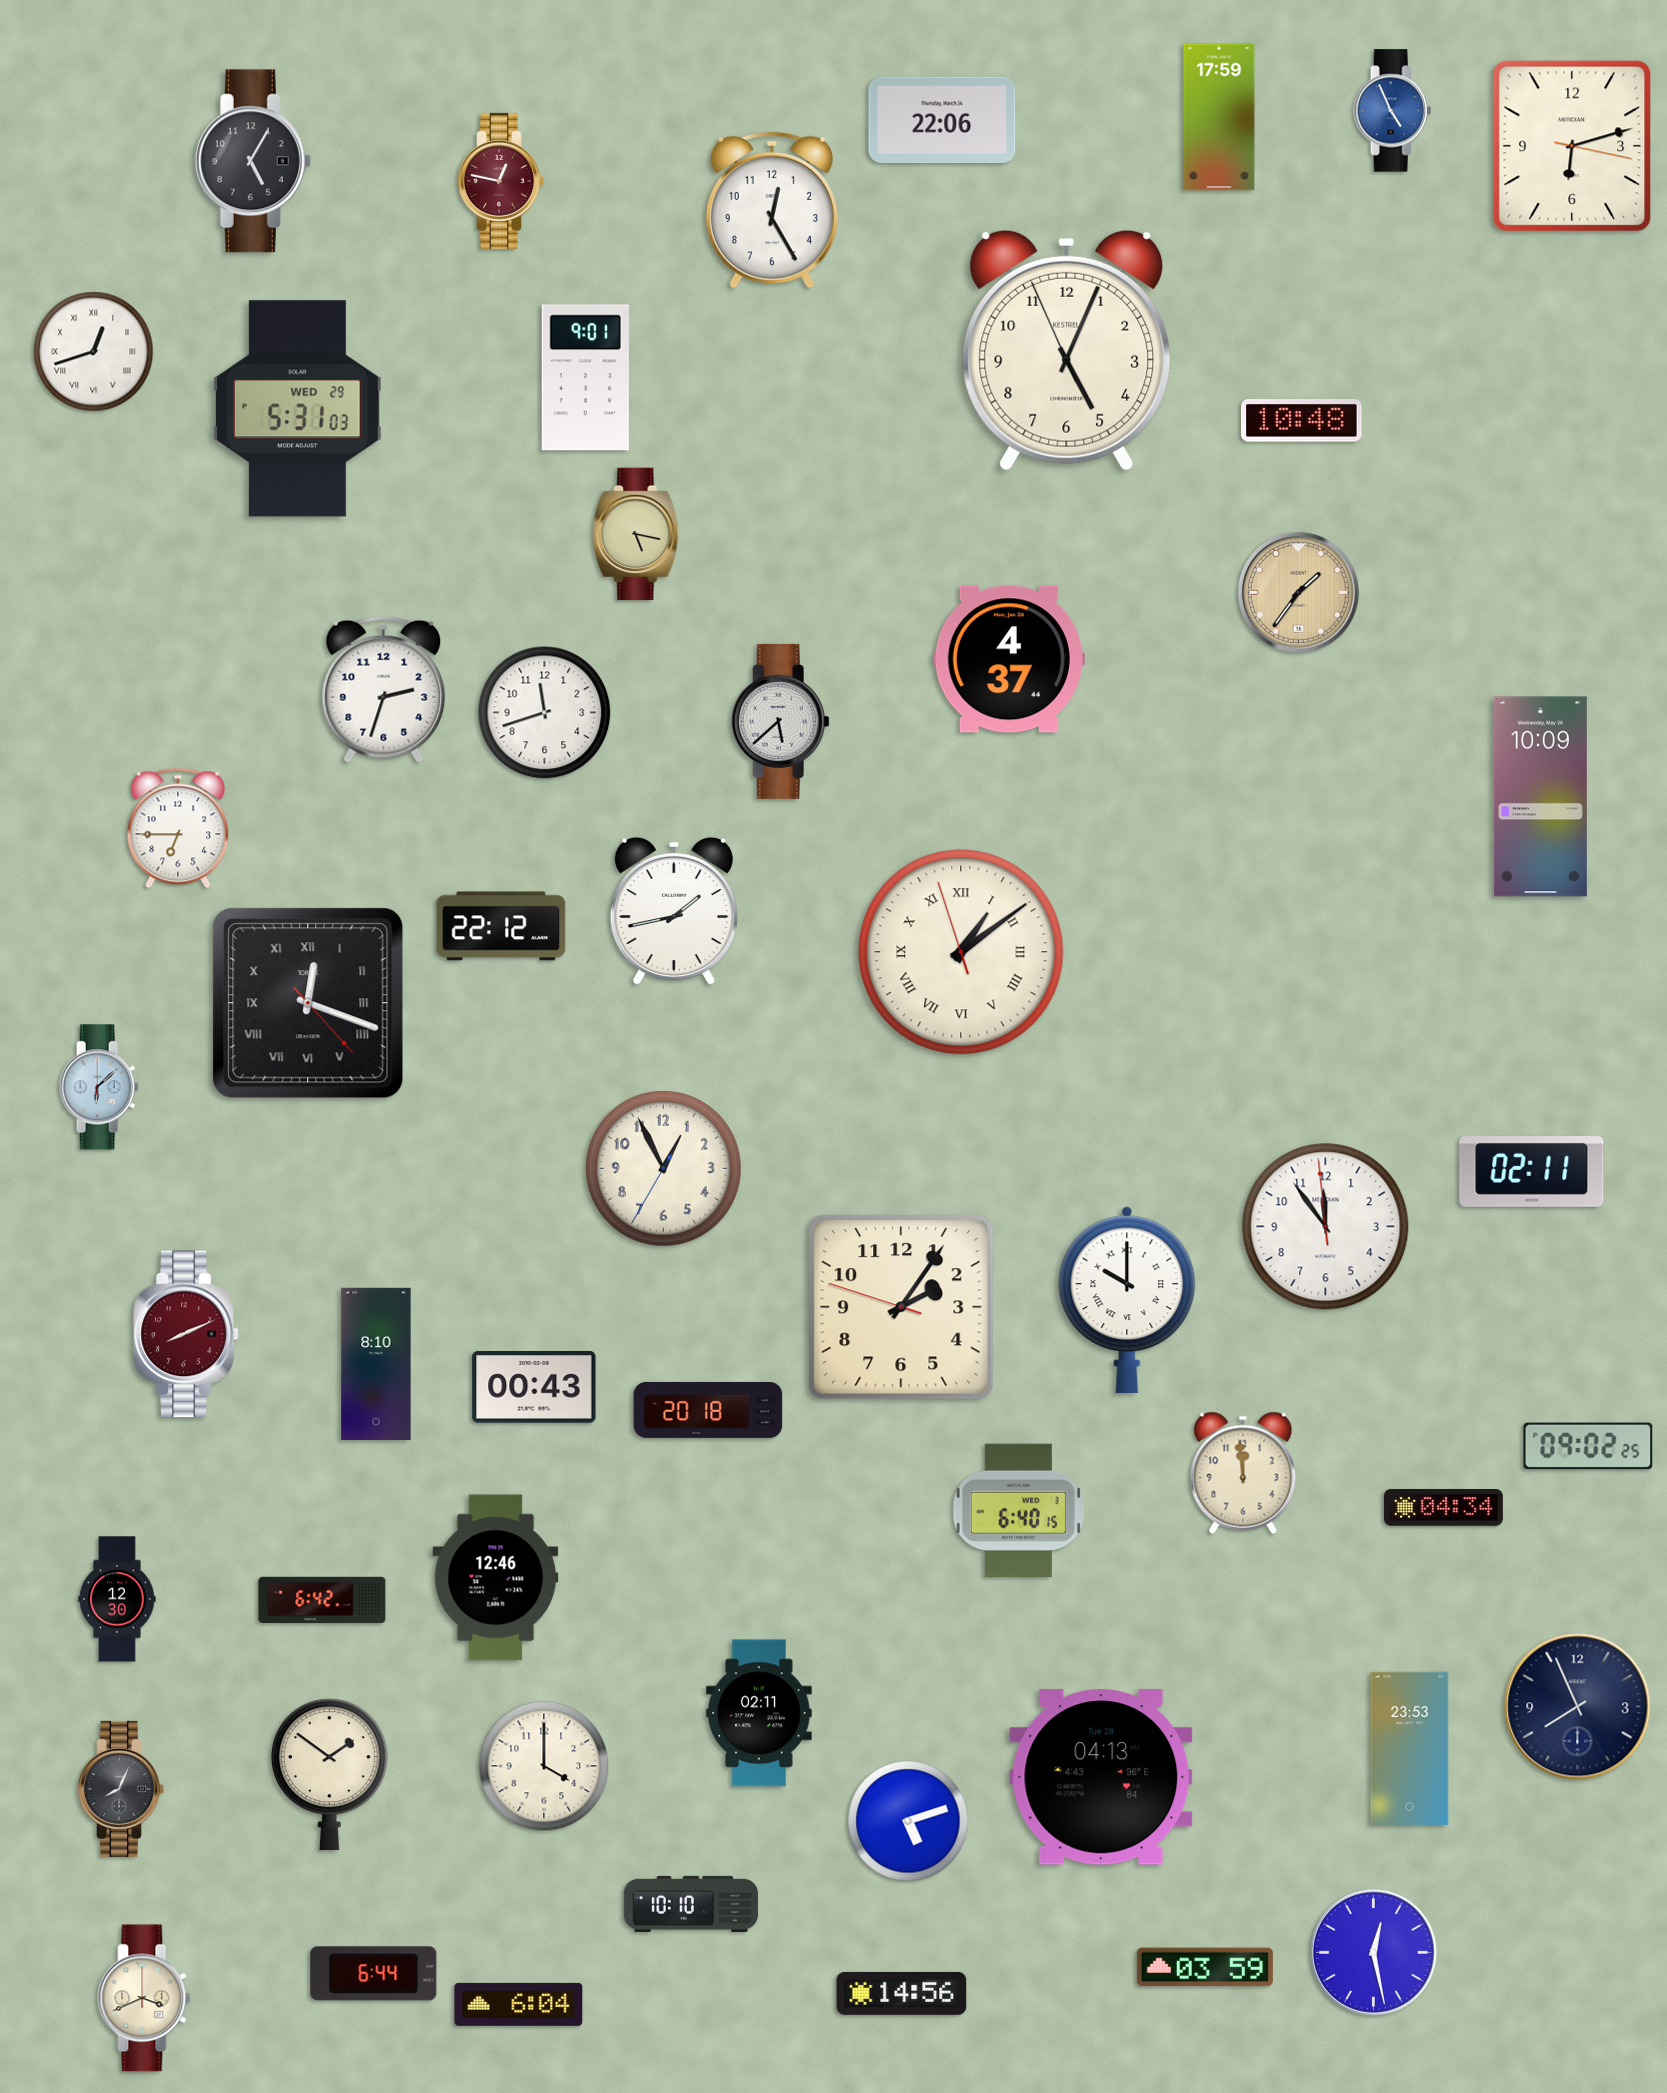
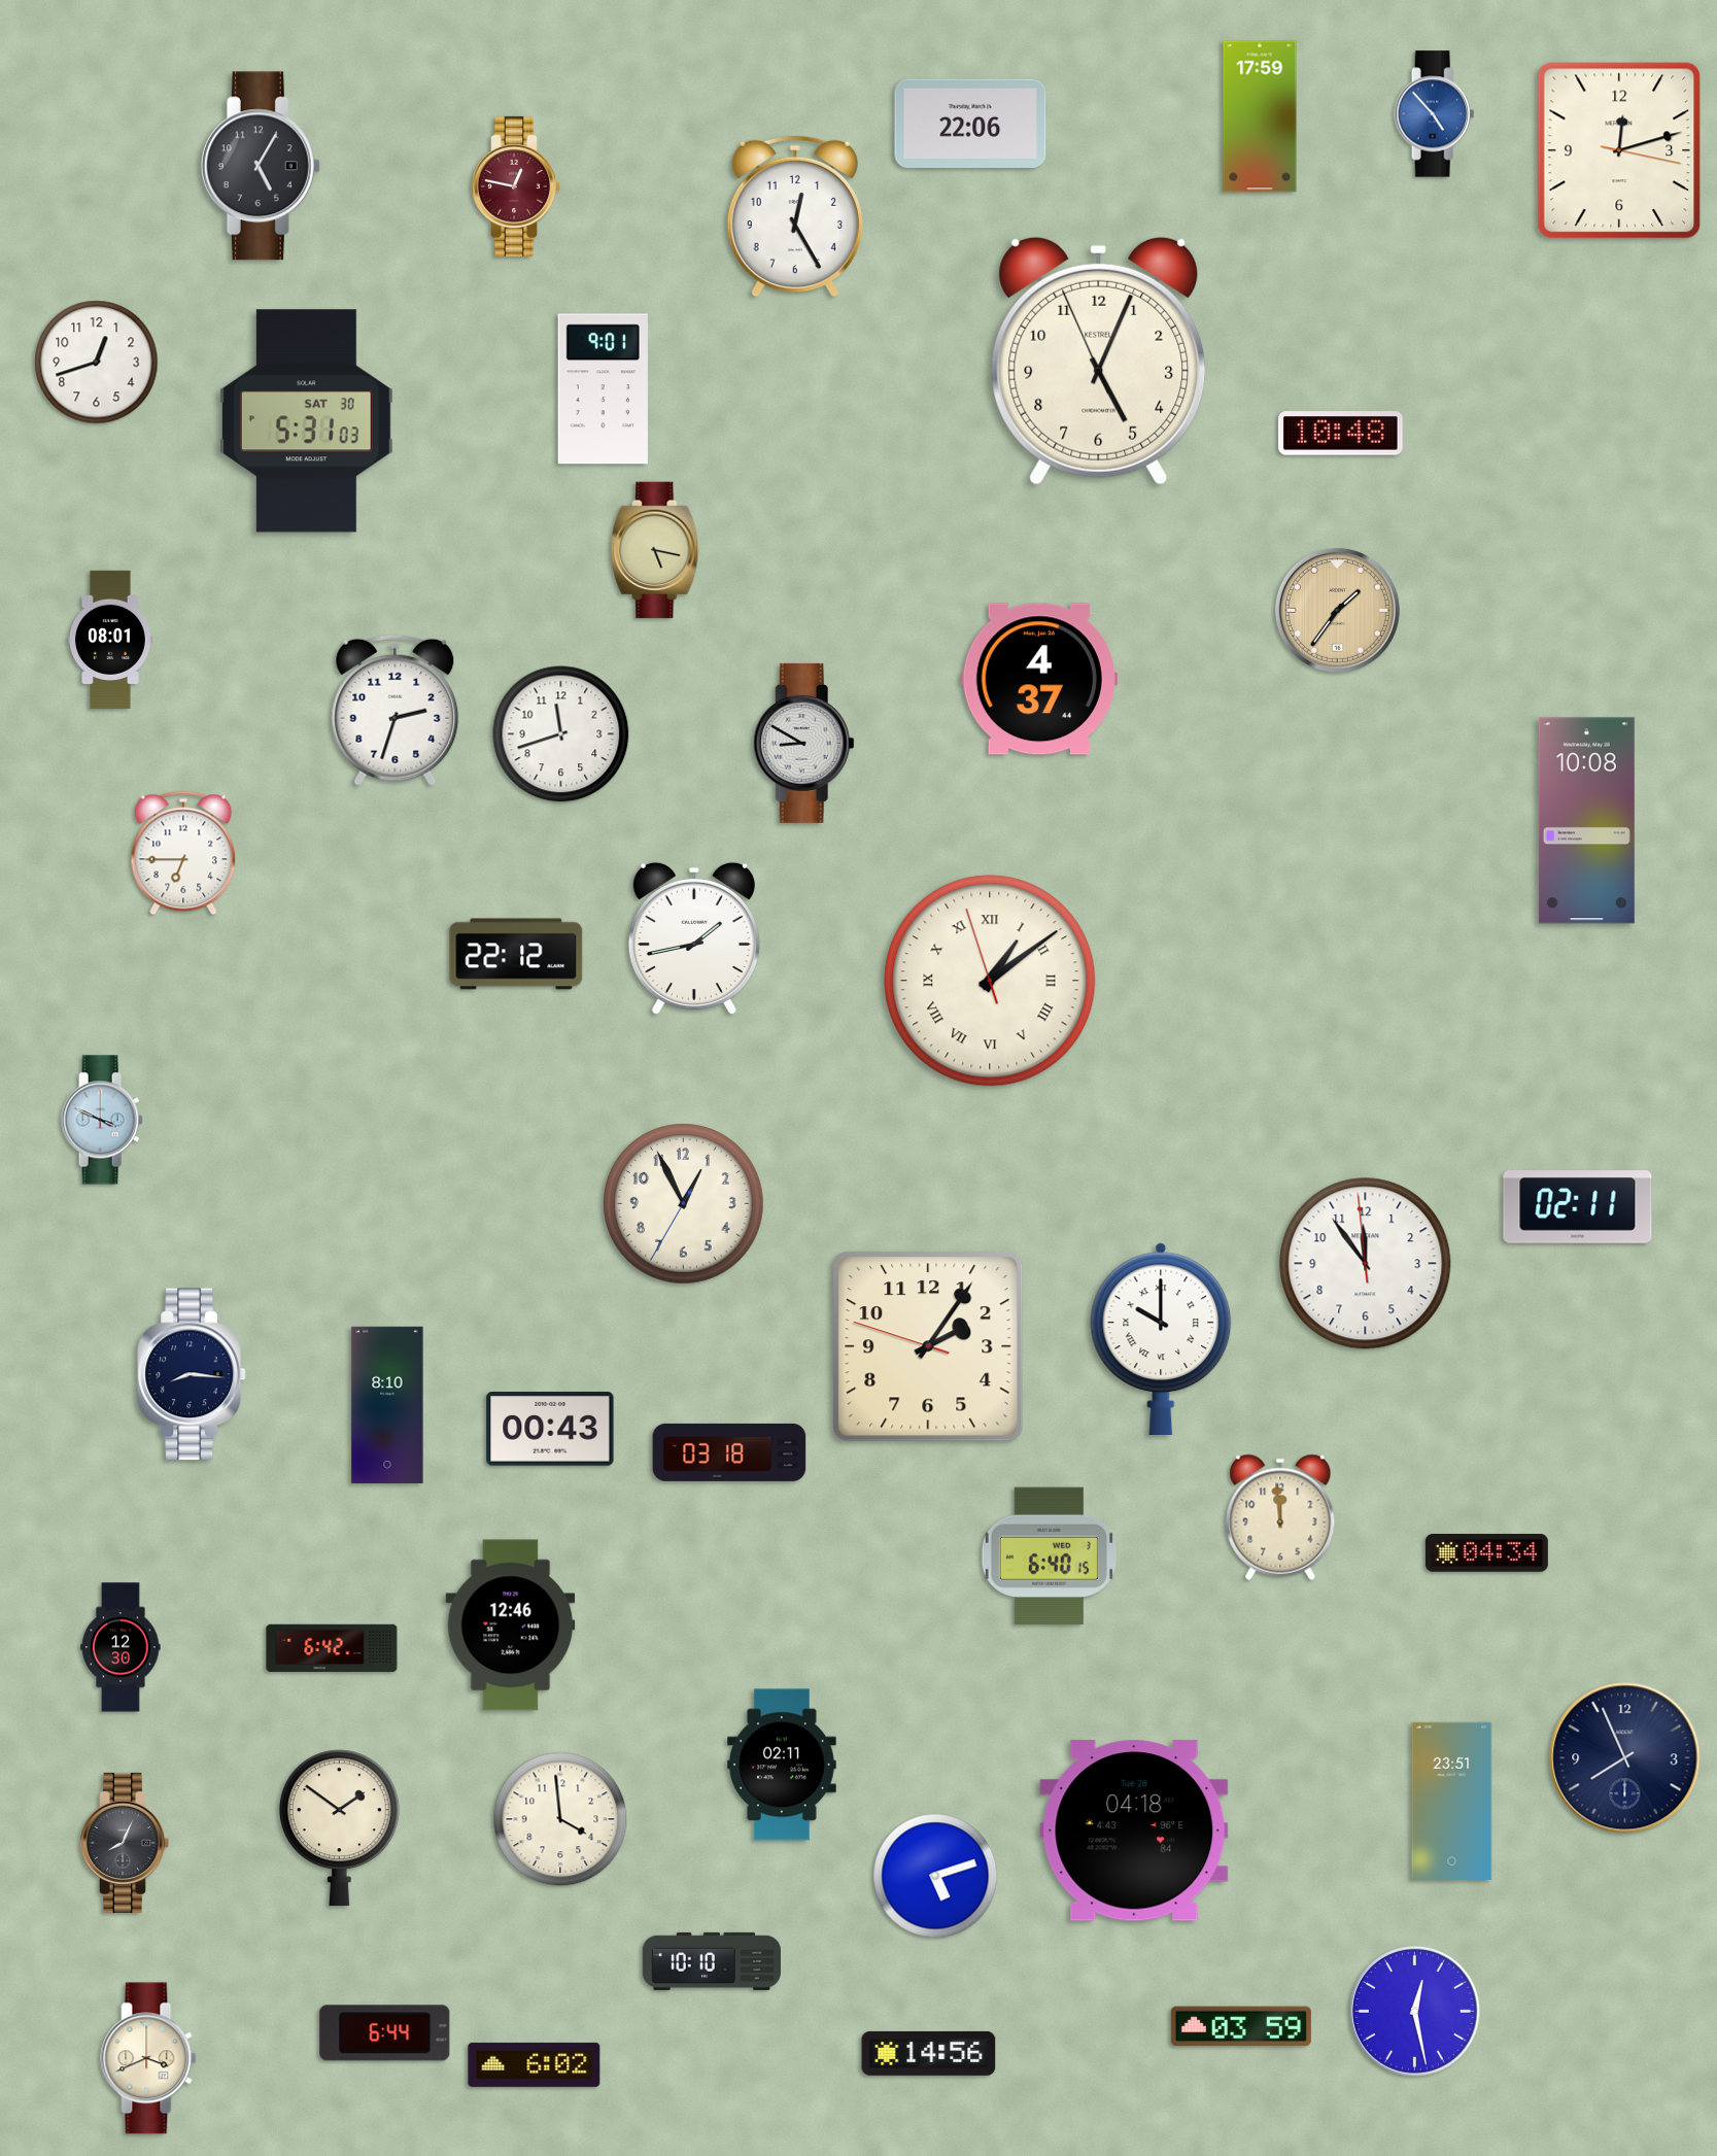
clock at (1393, 111): 4:56 -> 4:53
clock at (1219, 117) position: (1219, 117) -> (1260, 116)
clock at (1572, 146): 6:12 -> 12:12
clock at (94, 352) numerals: Roman -> Arabic
clock at (298, 409) date: WED 29 -> SAT 30
clock at (110, 639): none -> 08:01
clock at (780, 721): 5:38 -> 8:50
clock at (1540, 797): 10:09 -> 10:08
clock at (308, 1003): 12:18 -> none
clock at (99, 1087): 6:08 -> 3:49
clock at (186, 1334): 8:11 -> 8:16
clock at (186, 1334) dial: burgundy -> navy
clock at (708, 1410): 20:18 -> 03:18
clock at (1588, 1446): 09:02 -> none
clock at (1410, 1748): 23:53 -> 23:51
clock at (544, 1766): 4:00 -> 3:59
clock at (1101, 1777): 04:13 -> 04:18
clock at (519, 2004): 6:04 -> 6:02
